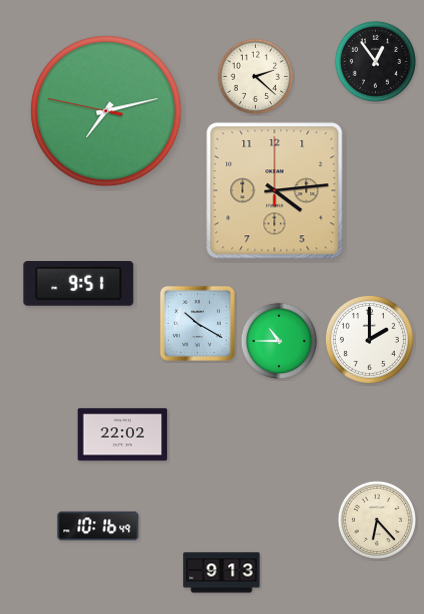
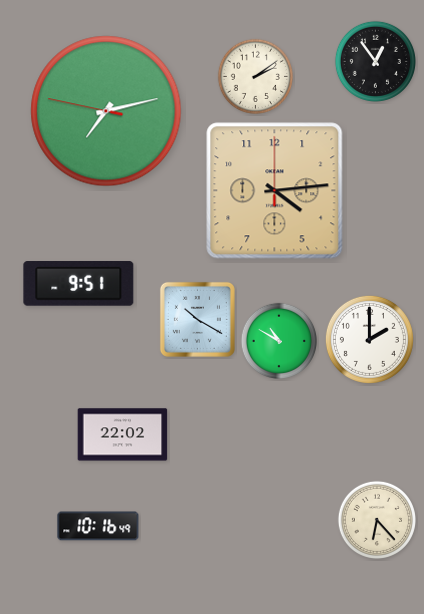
clock at (255, 76): 2:22 -> 2:09
clock at (197, 323) position: (197, 323) -> (197, 319)
clock at (278, 340): 10:45 -> 10:50
clock at (222, 573): 9:13 -> none
